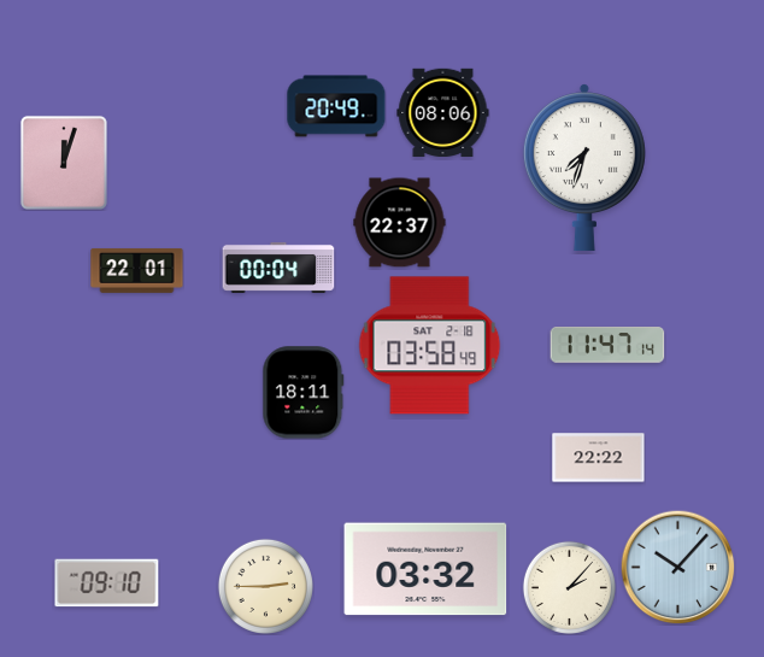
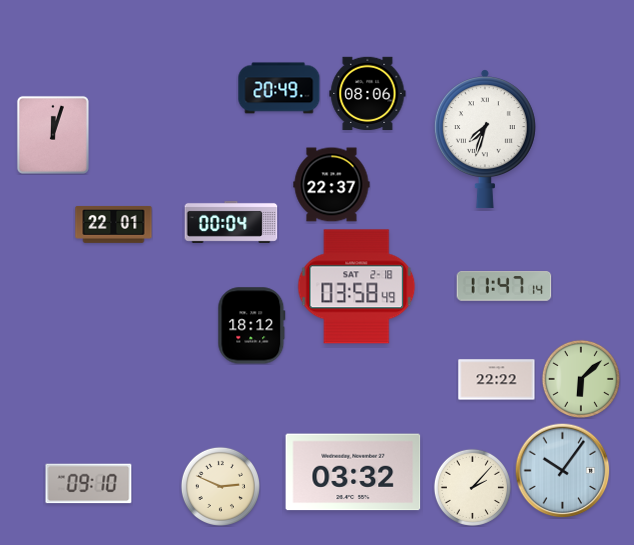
clock at (304, 393): 18:11 -> 18:12
clock at (581, 379): none -> 6:08
clock at (677, 567): 10:07 -> 10:06
clock at (265, 586): 2:45 -> 2:49
